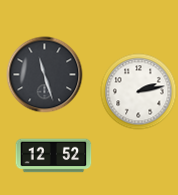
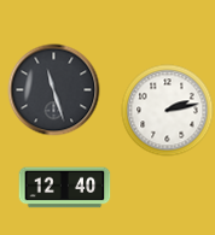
clock at (54, 156): 12:52 -> 12:40
